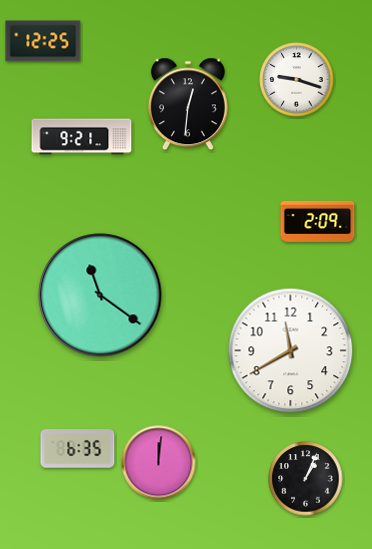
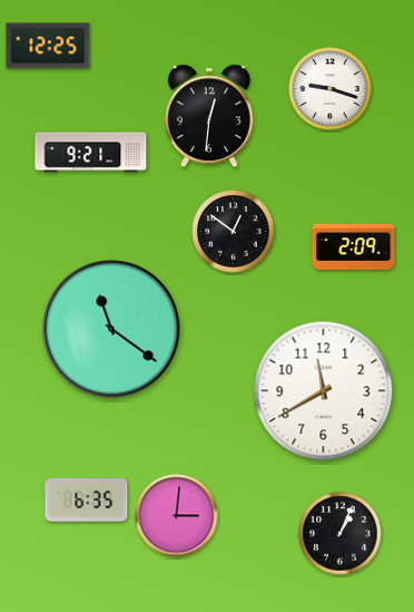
clock at (234, 232): none -> 12:51
clock at (159, 463): 12:01 -> 3:01
